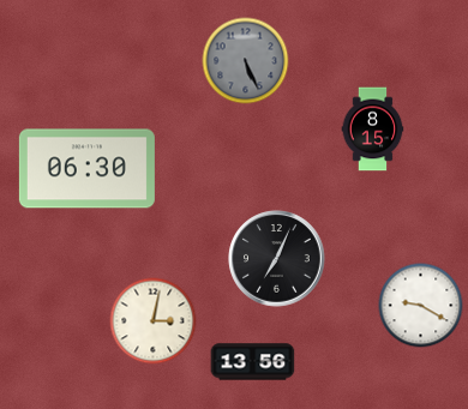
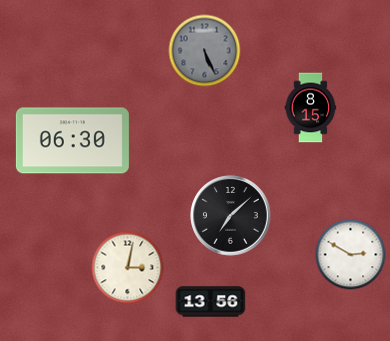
clock at (277, 259): 7:04 -> 7:08
clock at (421, 306): 9:20 -> 2:50
